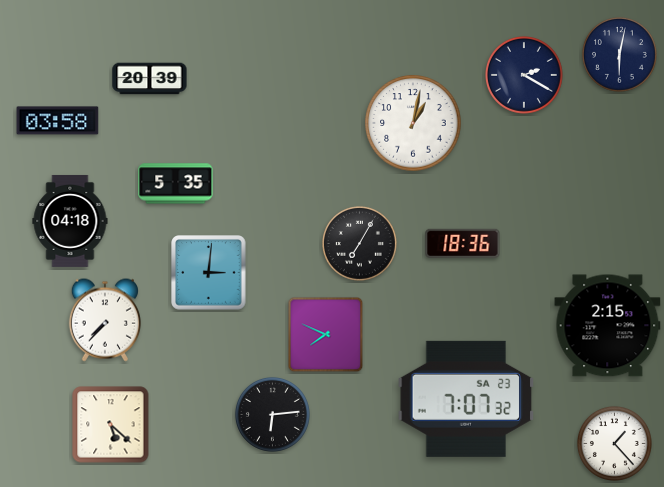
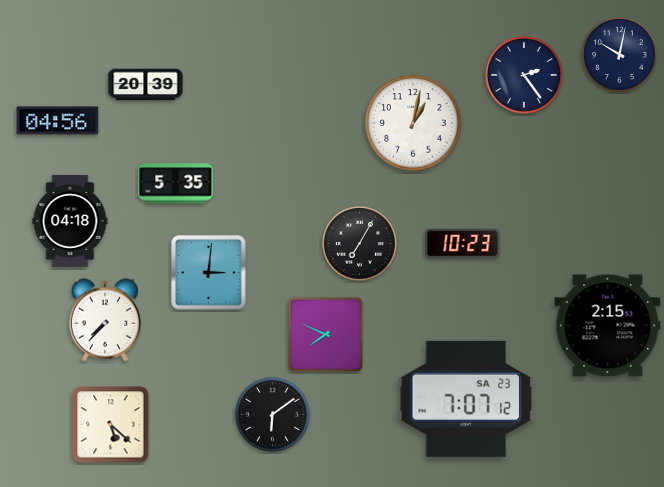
clock at (619, 54): 6:02 -> 10:02
clock at (525, 76): 2:20 -> 2:24
clock at (150, 79) position: (150, 79) -> (146, 85)
clock at (58, 121): 03:58 -> 04:56
clock at (463, 243): 18:36 -> 10:23
clock at (466, 399): 7:07:32 -> 7:07:12
clock at (272, 414): 6:14 -> 6:09
clock at (614, 443): 1:23 -> none
